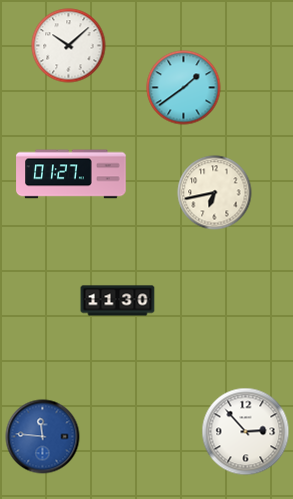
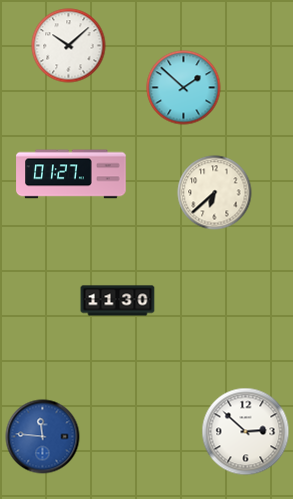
clock at (184, 88): 1:39 -> 1:52
clock at (215, 193): 6:43 -> 6:38
clock at (246, 432): 2:53 -> 2:52
